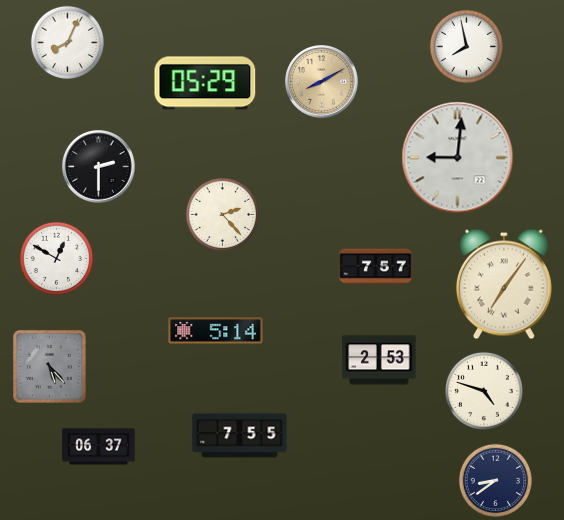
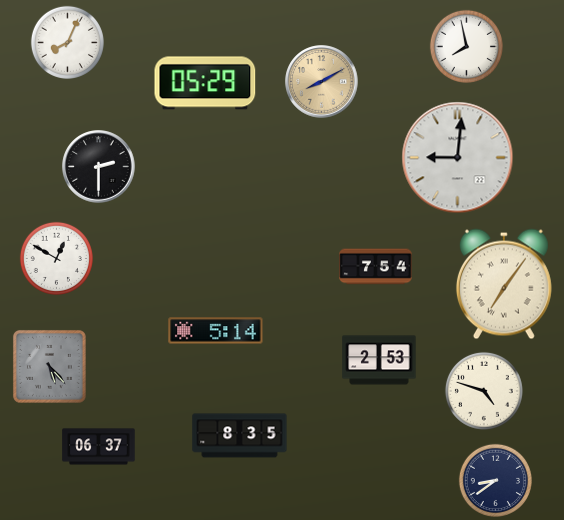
clock at (222, 214): 2:23 -> none
clock at (376, 267): 7:57 -> 7:54
clock at (240, 436): 7:55 -> 8:35
